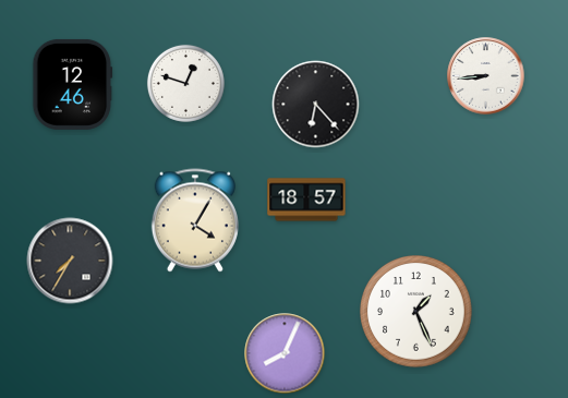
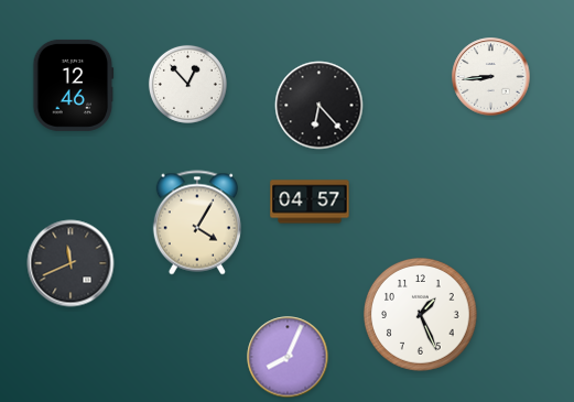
clock at (185, 83): 12:48 -> 12:53
clock at (306, 200): 18:57 -> 04:57
clock at (70, 261): 7:35 -> 11:41
